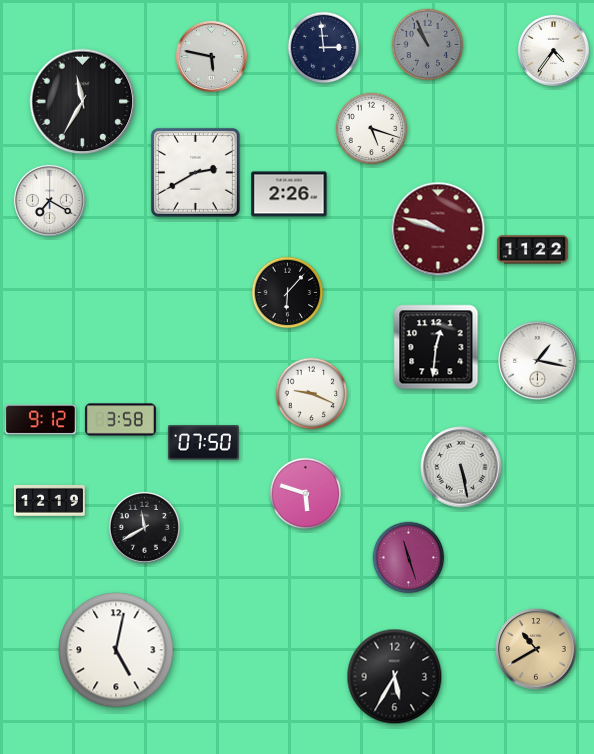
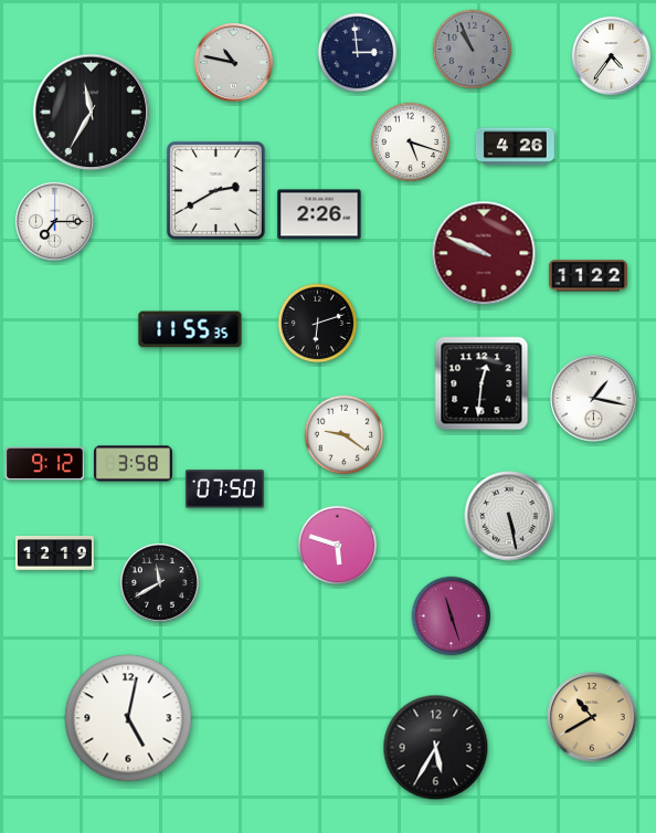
clock at (211, 56): 5:47 -> 10:47
clock at (515, 147): none -> 4:26
clock at (49, 200): 7:20 -> 7:15
clock at (438, 229): 9:48 -> 9:49
clock at (288, 293): 6:07 -> 6:12
clock at (190, 329): none -> 11:55
clock at (312, 394): 9:19 -> 9:21
